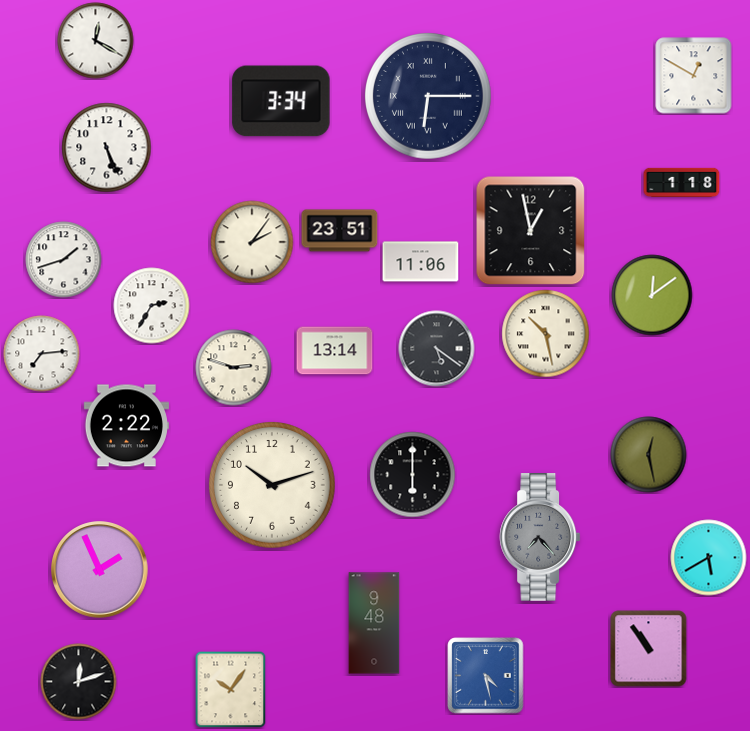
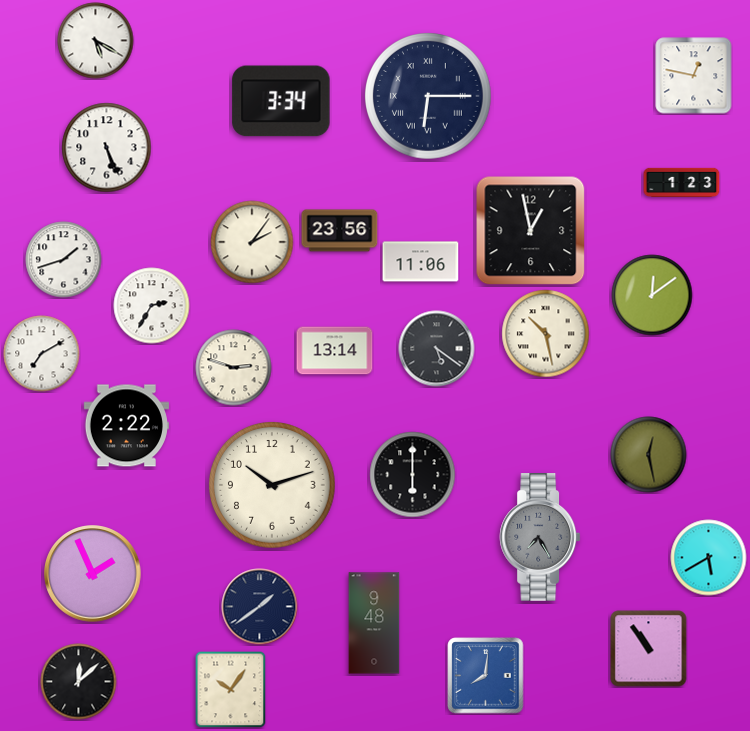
clock at (96, 41): 12:20 -> 5:20
clock at (694, 76): 12:50 -> 12:47
clock at (682, 183): 1:18 -> 1:23
clock at (340, 231): 23:51 -> 23:56
clock at (42, 354): 7:14 -> 7:10
clock at (540, 538): 7:23 -> 7:25
clock at (100, 570) position: (100, 570) -> (93, 574)
clock at (260, 607): none -> 1:39
clock at (486, 676): 4:28 -> 8:01
clock at (79, 682): 12:12 -> 12:08
